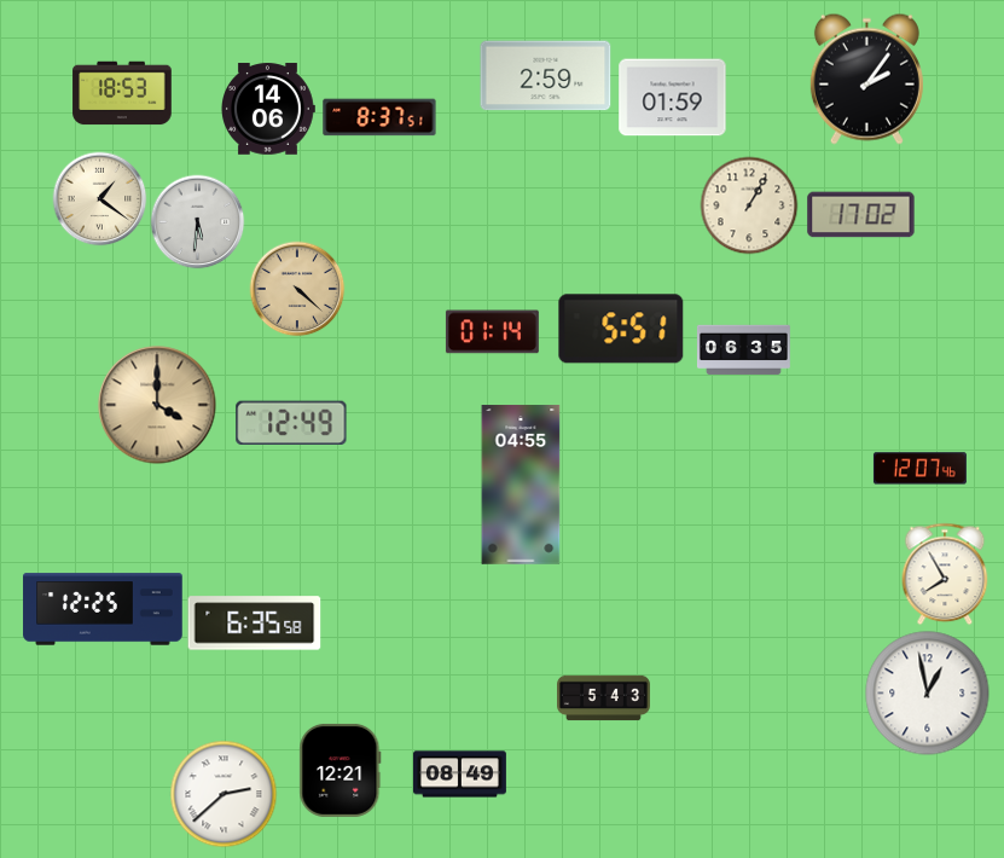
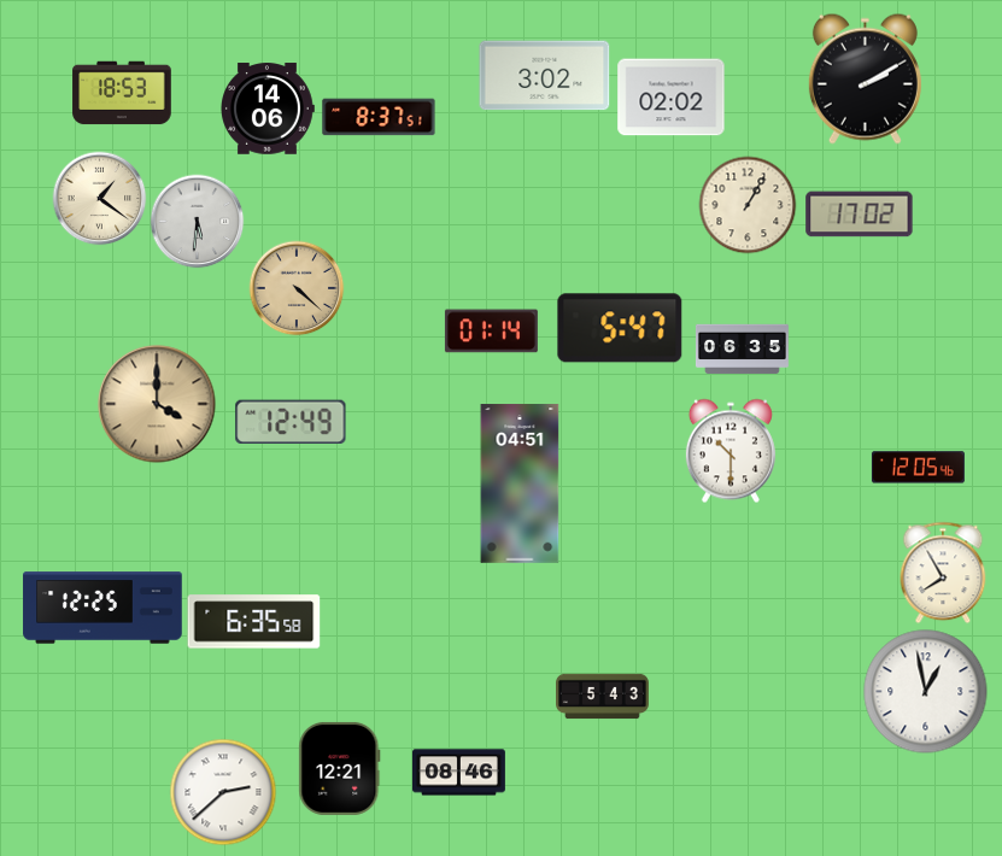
clock at (546, 76): 2:59 -> 3:02
clock at (866, 79): 2:06 -> 2:10
clock at (673, 98): 01:59 -> 02:02
clock at (621, 329): 5:51 -> 5:47
clock at (731, 451): none -> 10:30
clock at (919, 469): 12:07 -> 12:05
clock at (521, 485): 04:55 -> 04:51
clock at (459, 775): 08:49 -> 08:46
